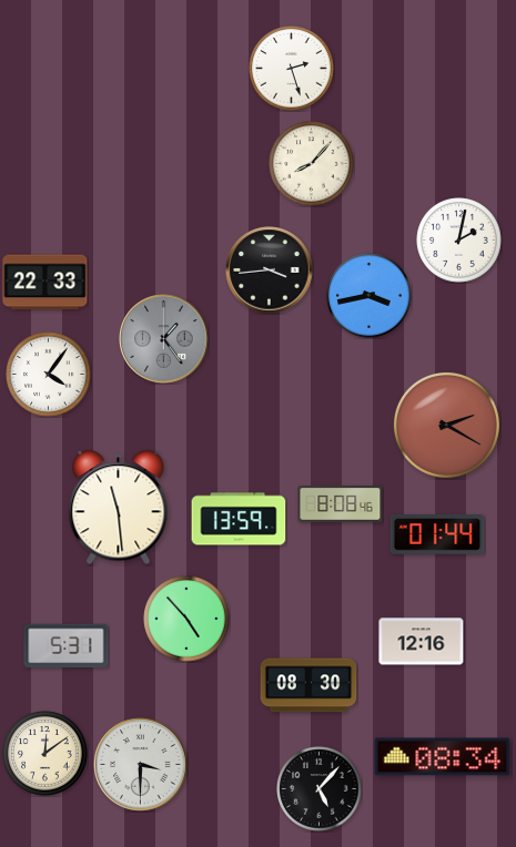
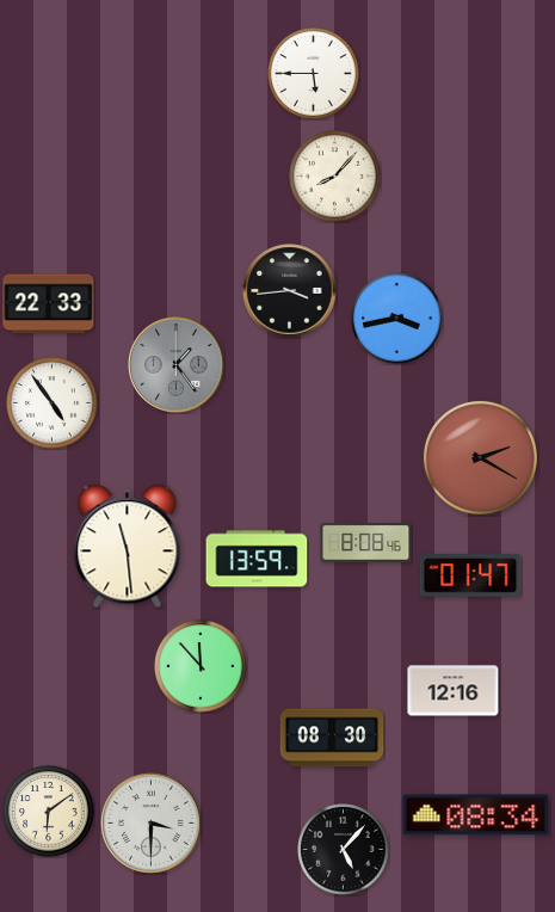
clock at (292, 69): 2:27 -> 5:45
clock at (459, 241): 2:02 -> none
clock at (49, 375): 4:06 -> 4:54
clock at (437, 534): 01:44 -> 01:47
clock at (186, 619): 4:53 -> 11:53
clock at (67, 646): 5:31 -> none
clock at (45, 754): 12:09 -> 6:09
